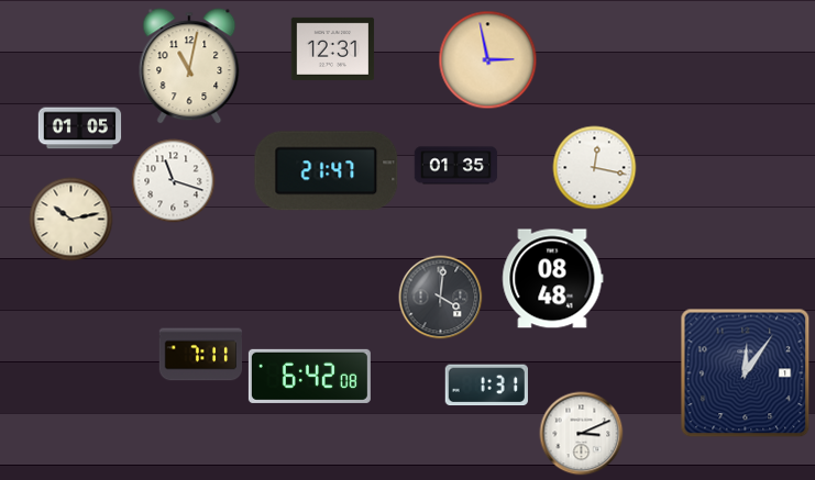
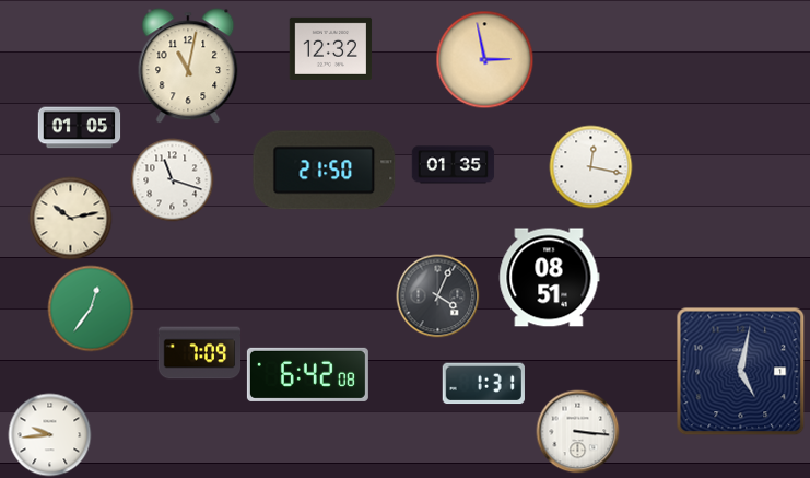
clock at (333, 48): 12:31 -> 12:32
clock at (327, 171): 21:47 -> 21:50
clock at (553, 279): 08:48 -> 08:51
clock at (441, 298): 4:01 -> 4:04
clock at (91, 308): none -> 12:36
clock at (201, 355): 7:11 -> 7:09
clock at (746, 373): 12:06 -> 5:02
clock at (582, 434): 3:11 -> 3:16
clock at (50, 435): none -> 9:44
